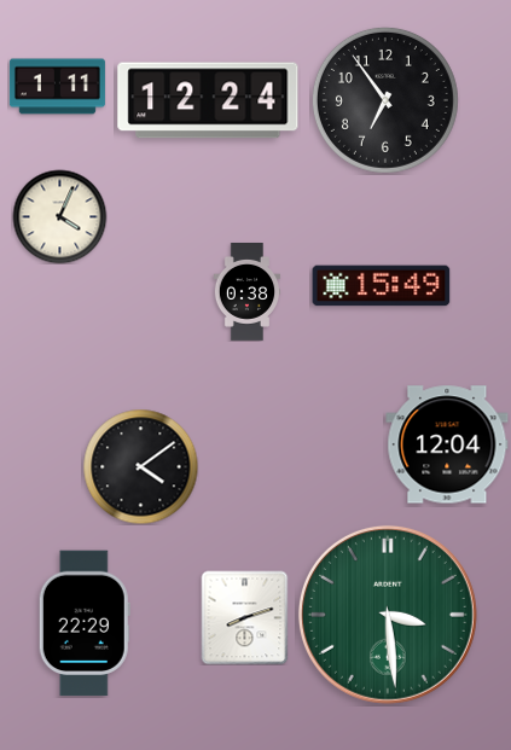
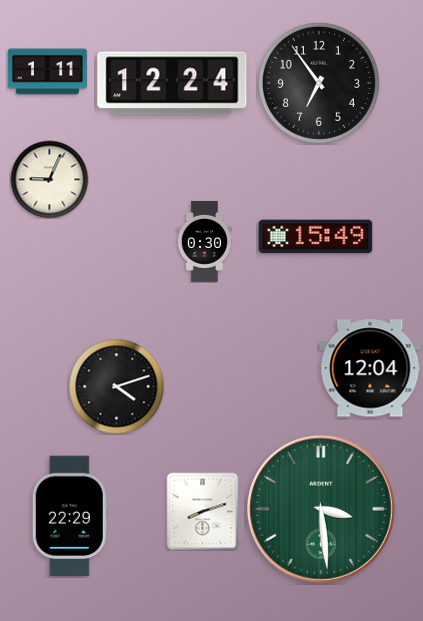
clock at (59, 216): 4:04 -> 9:04
clock at (248, 292): 0:38 -> 0:30
clock at (140, 466): 4:09 -> 4:12
